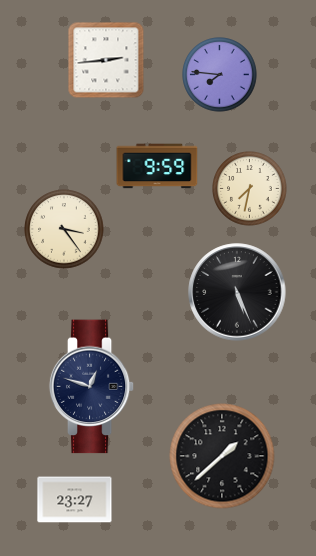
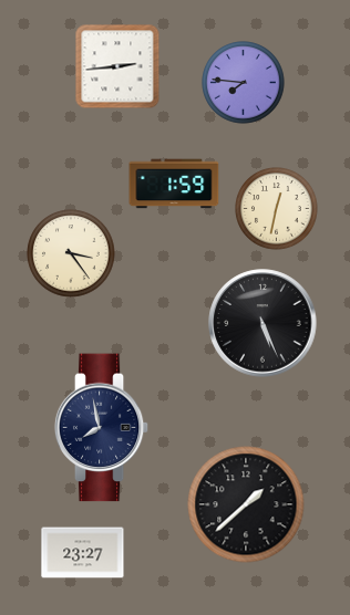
clock at (157, 166): 9:59 -> 1:59
clock at (250, 189): 7:32 -> 12:32
clock at (92, 387): 12:48 -> 7:58
